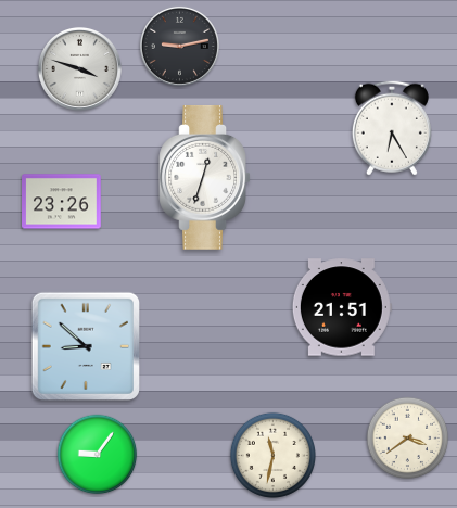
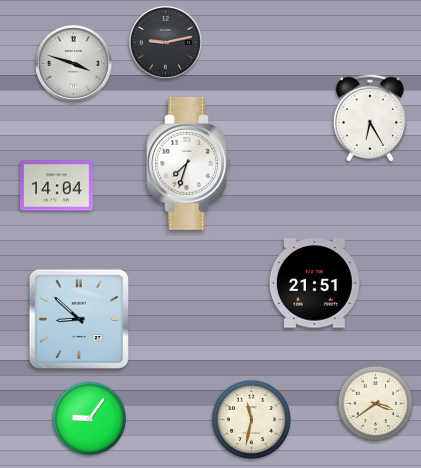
clock at (392, 128) position: (392, 128) -> (370, 118)
clock at (204, 177): 12:33 -> 7:33
clock at (62, 202): 23:26 -> 14:04
